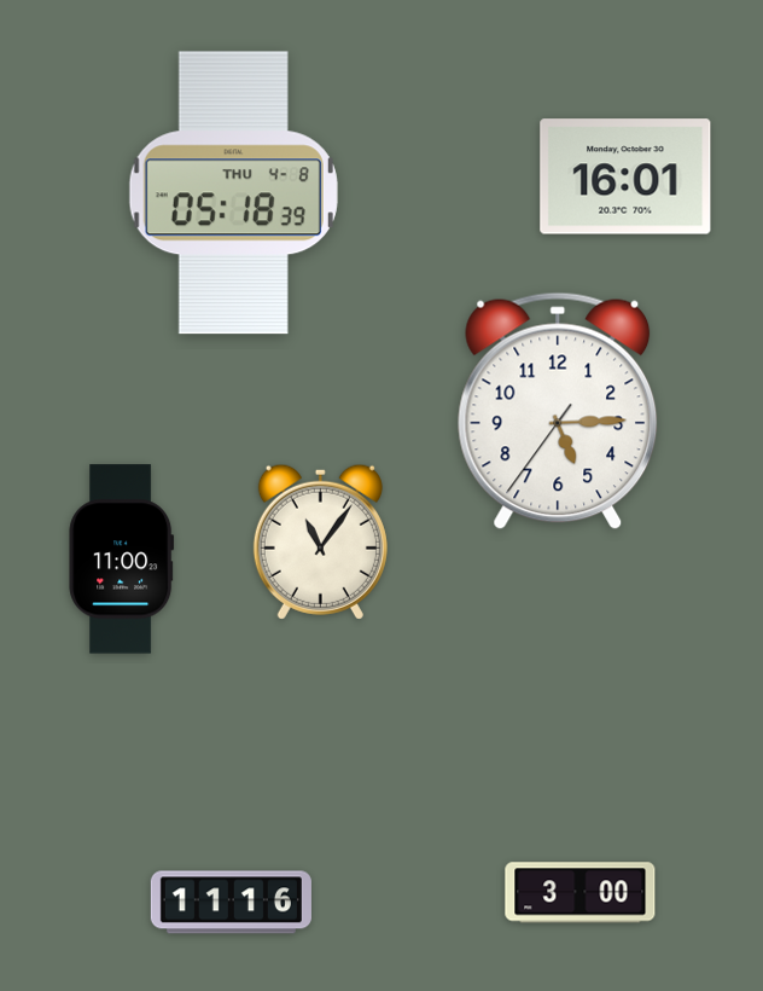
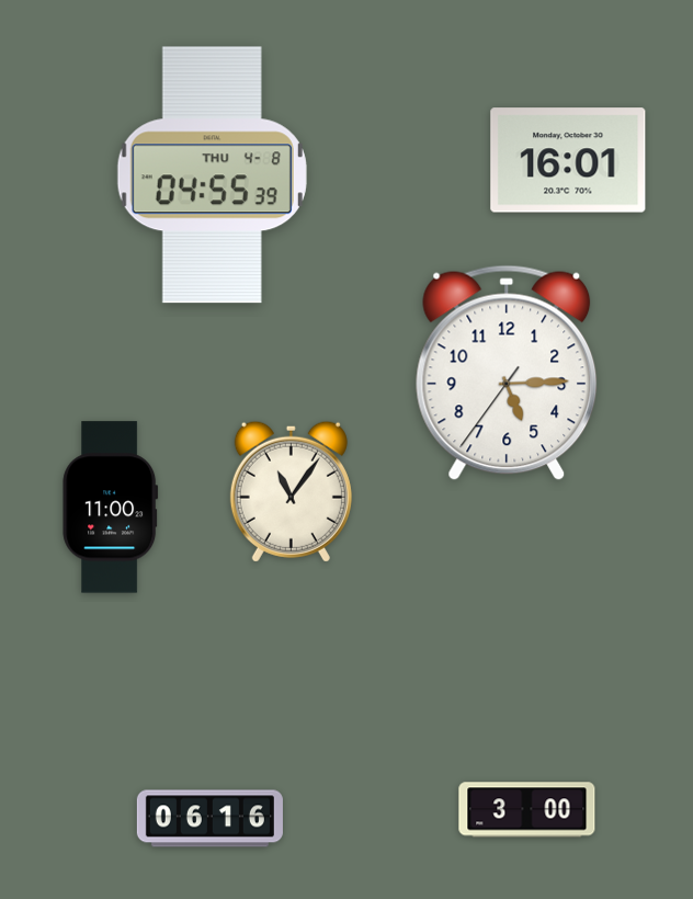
clock at (233, 193): 05:18 -> 04:55
clock at (231, 903): 11:16 -> 06:16
